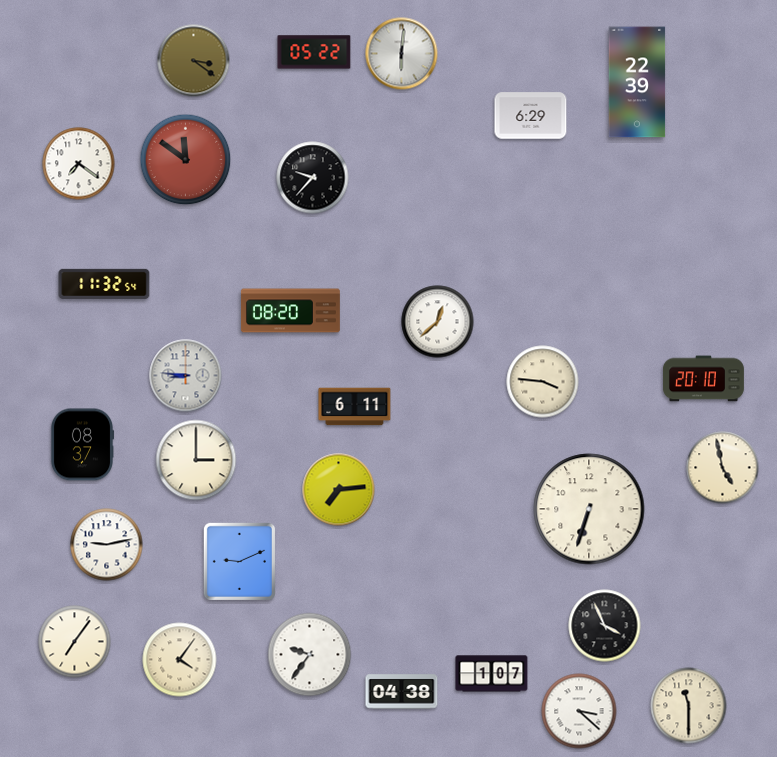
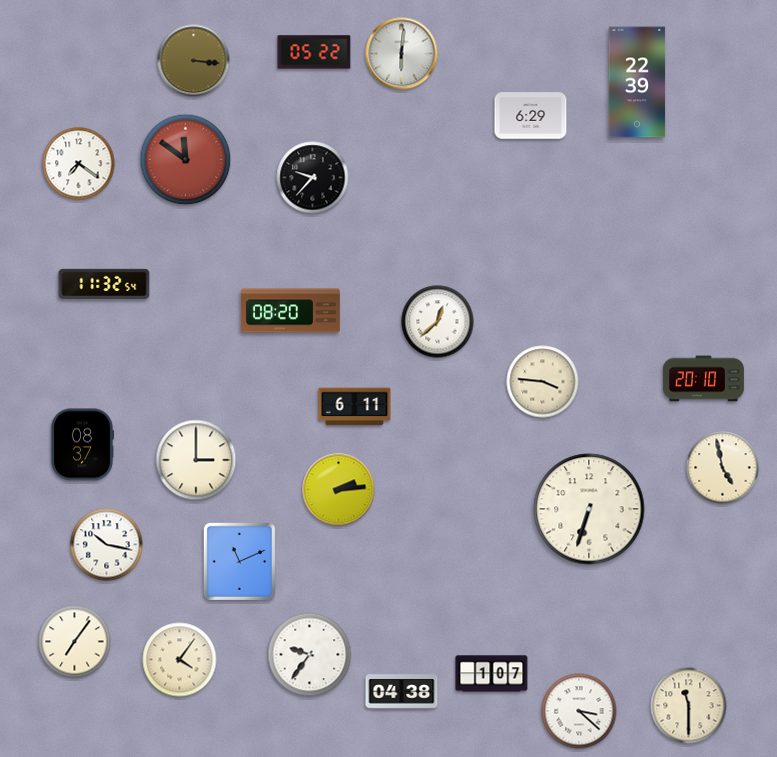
clock at (194, 61): 3:21 -> 3:16
clock at (186, 376): 8:46 -> none
clock at (339, 490): 7:14 -> 2:14
clock at (107, 545): 9:13 -> 10:17
clock at (239, 561): 9:11 -> 11:11
clock at (605, 626): 3:56 -> none
